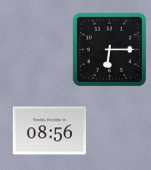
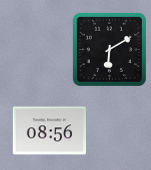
clock at (109, 49): 6:15 -> 6:10
